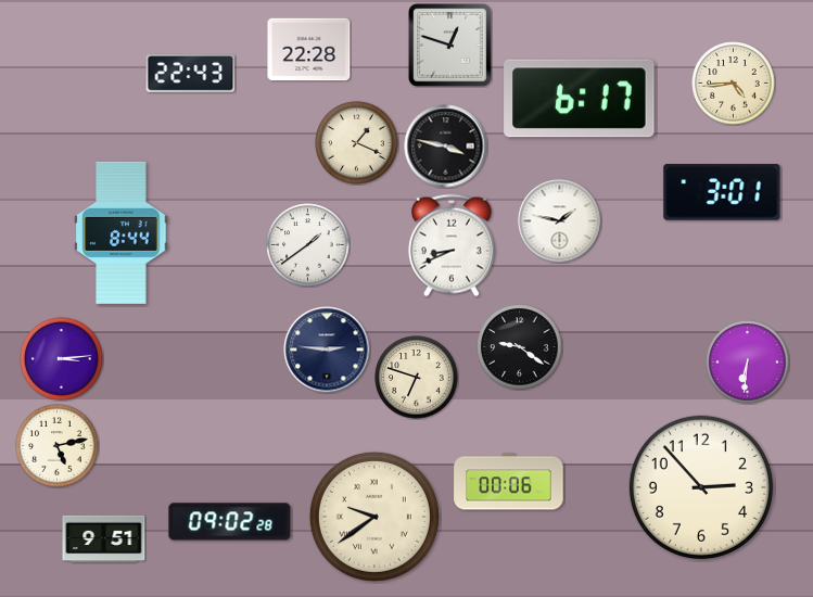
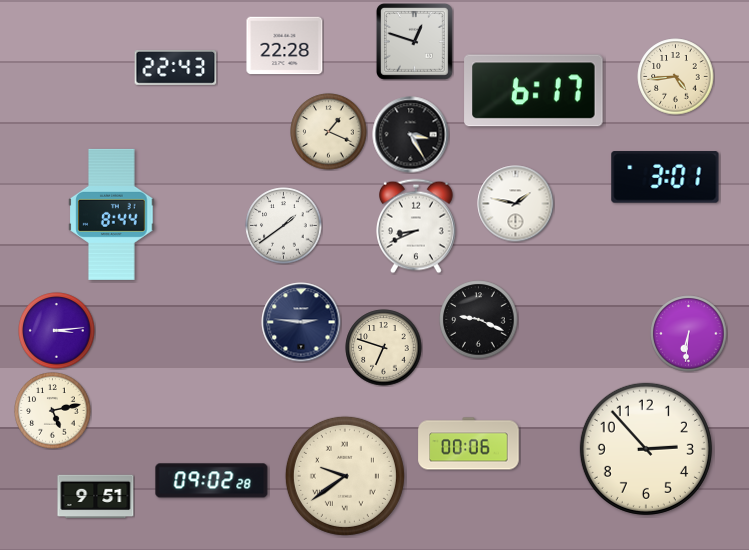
clock at (446, 147): 3:47 -> 3:25
clock at (520, 347): 9:21 -> 9:19
